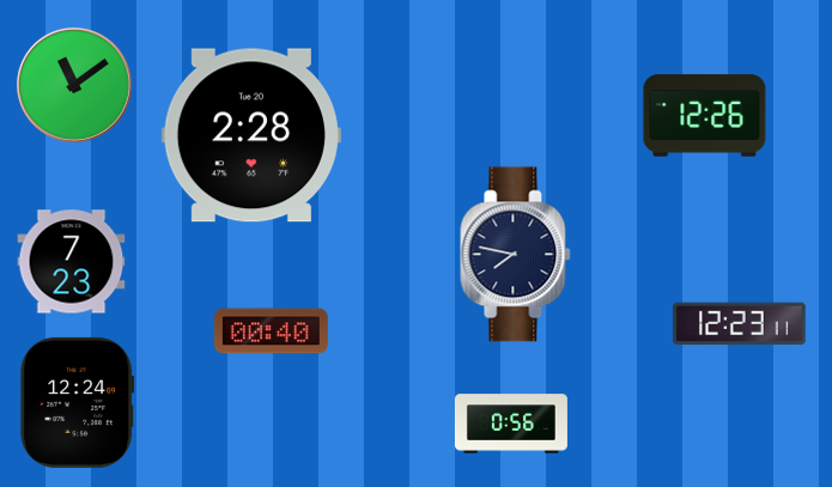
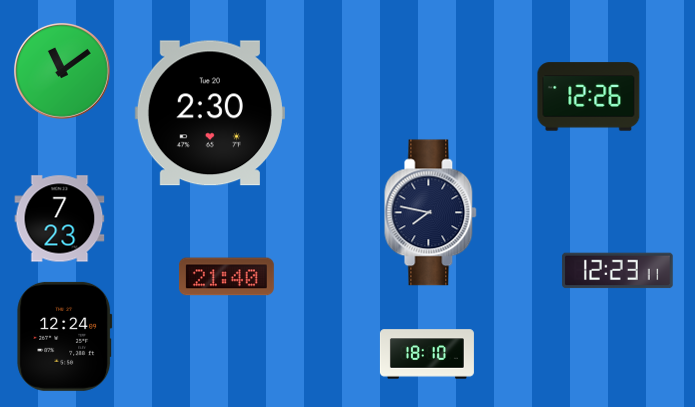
clock at (251, 135): 2:28 -> 2:30
clock at (271, 331): 00:40 -> 21:40
clock at (511, 424): 0:56 -> 18:10
